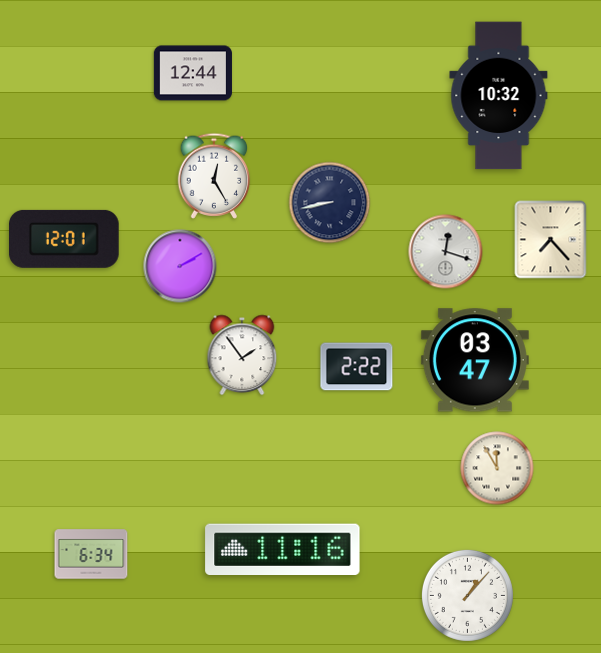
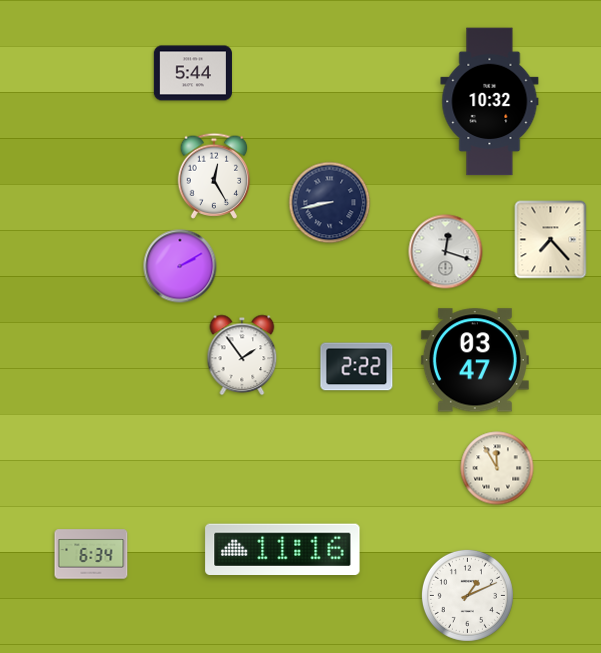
clock at (193, 73): 12:44 -> 5:44
clock at (499, 96) position: (499, 96) -> (490, 102)
clock at (65, 239): 12:01 -> none
clock at (467, 595): 1:07 -> 1:11
